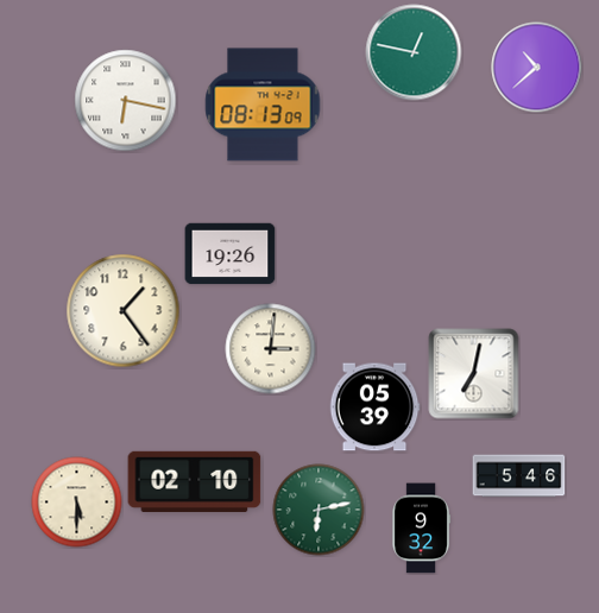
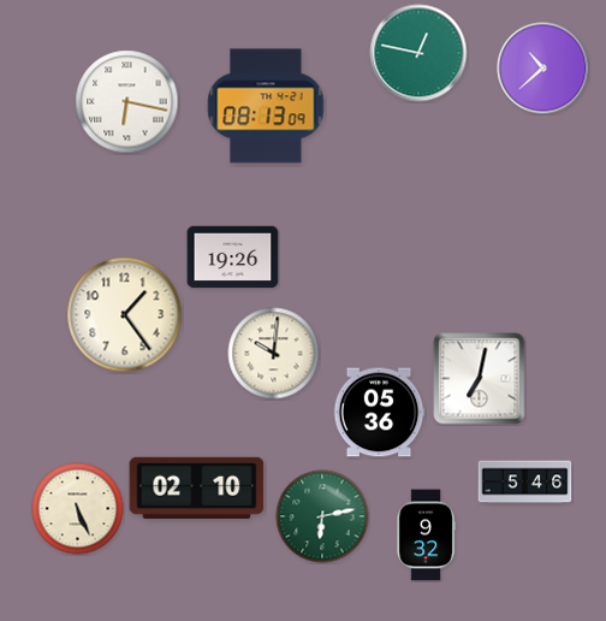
clock at (271, 349): 3:01 -> 10:01
clock at (374, 407): 05:39 -> 05:36
clock at (77, 503): 5:30 -> 5:26
